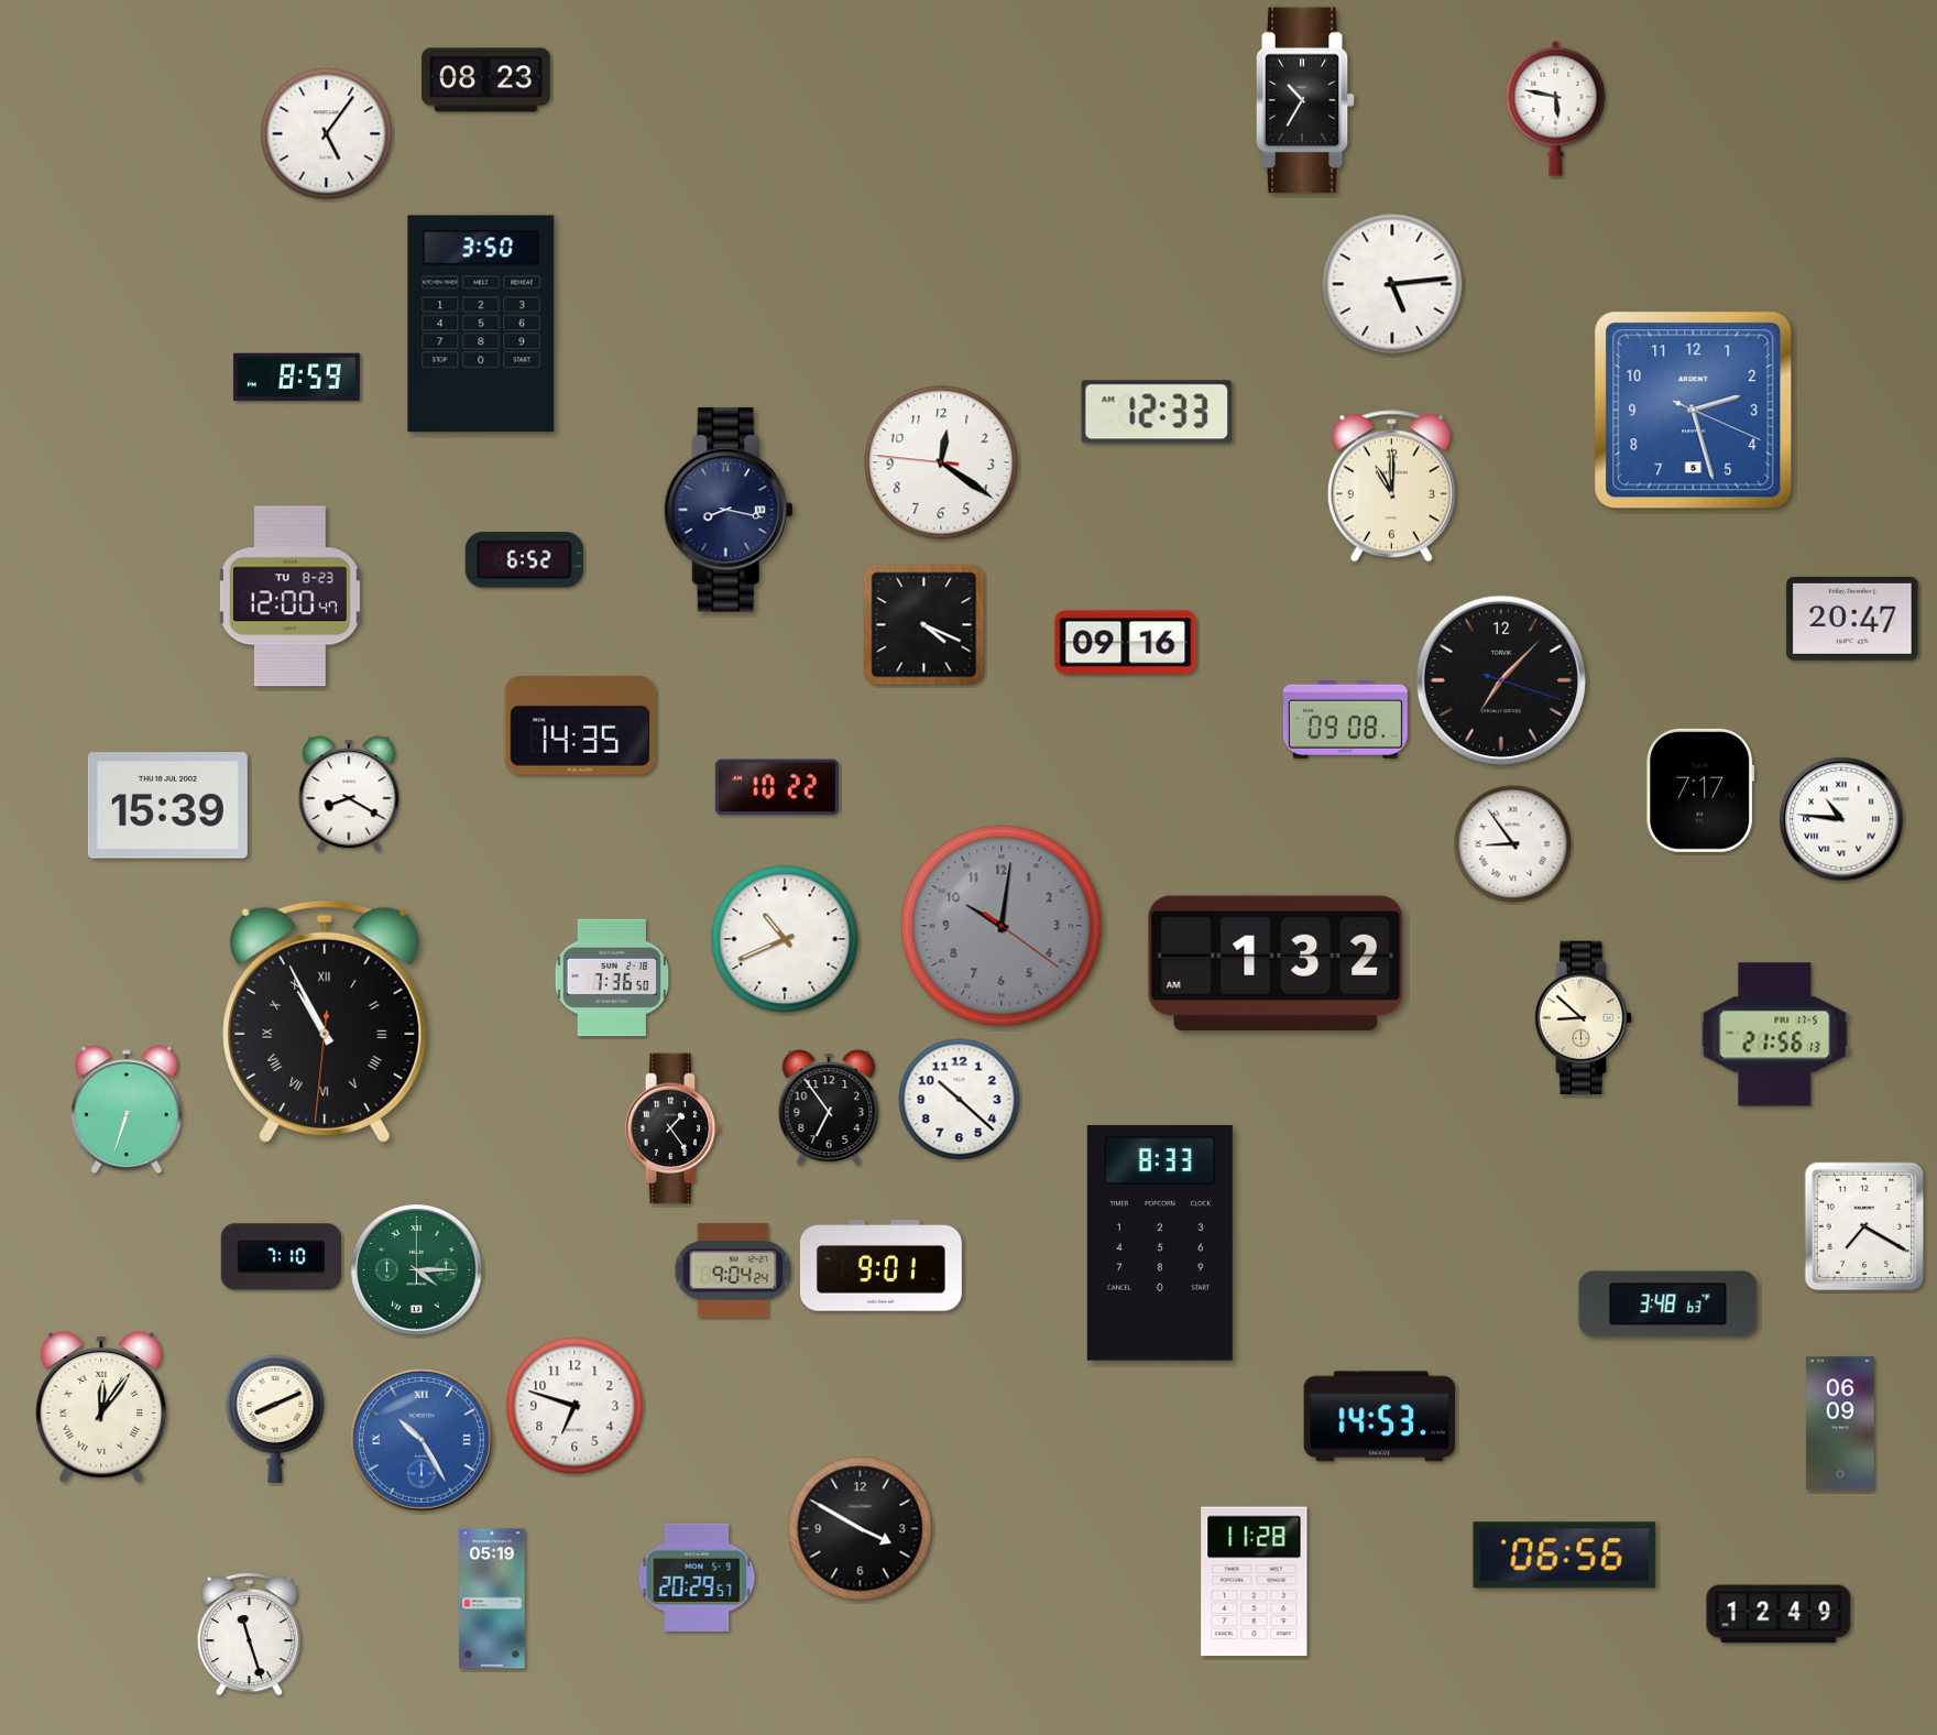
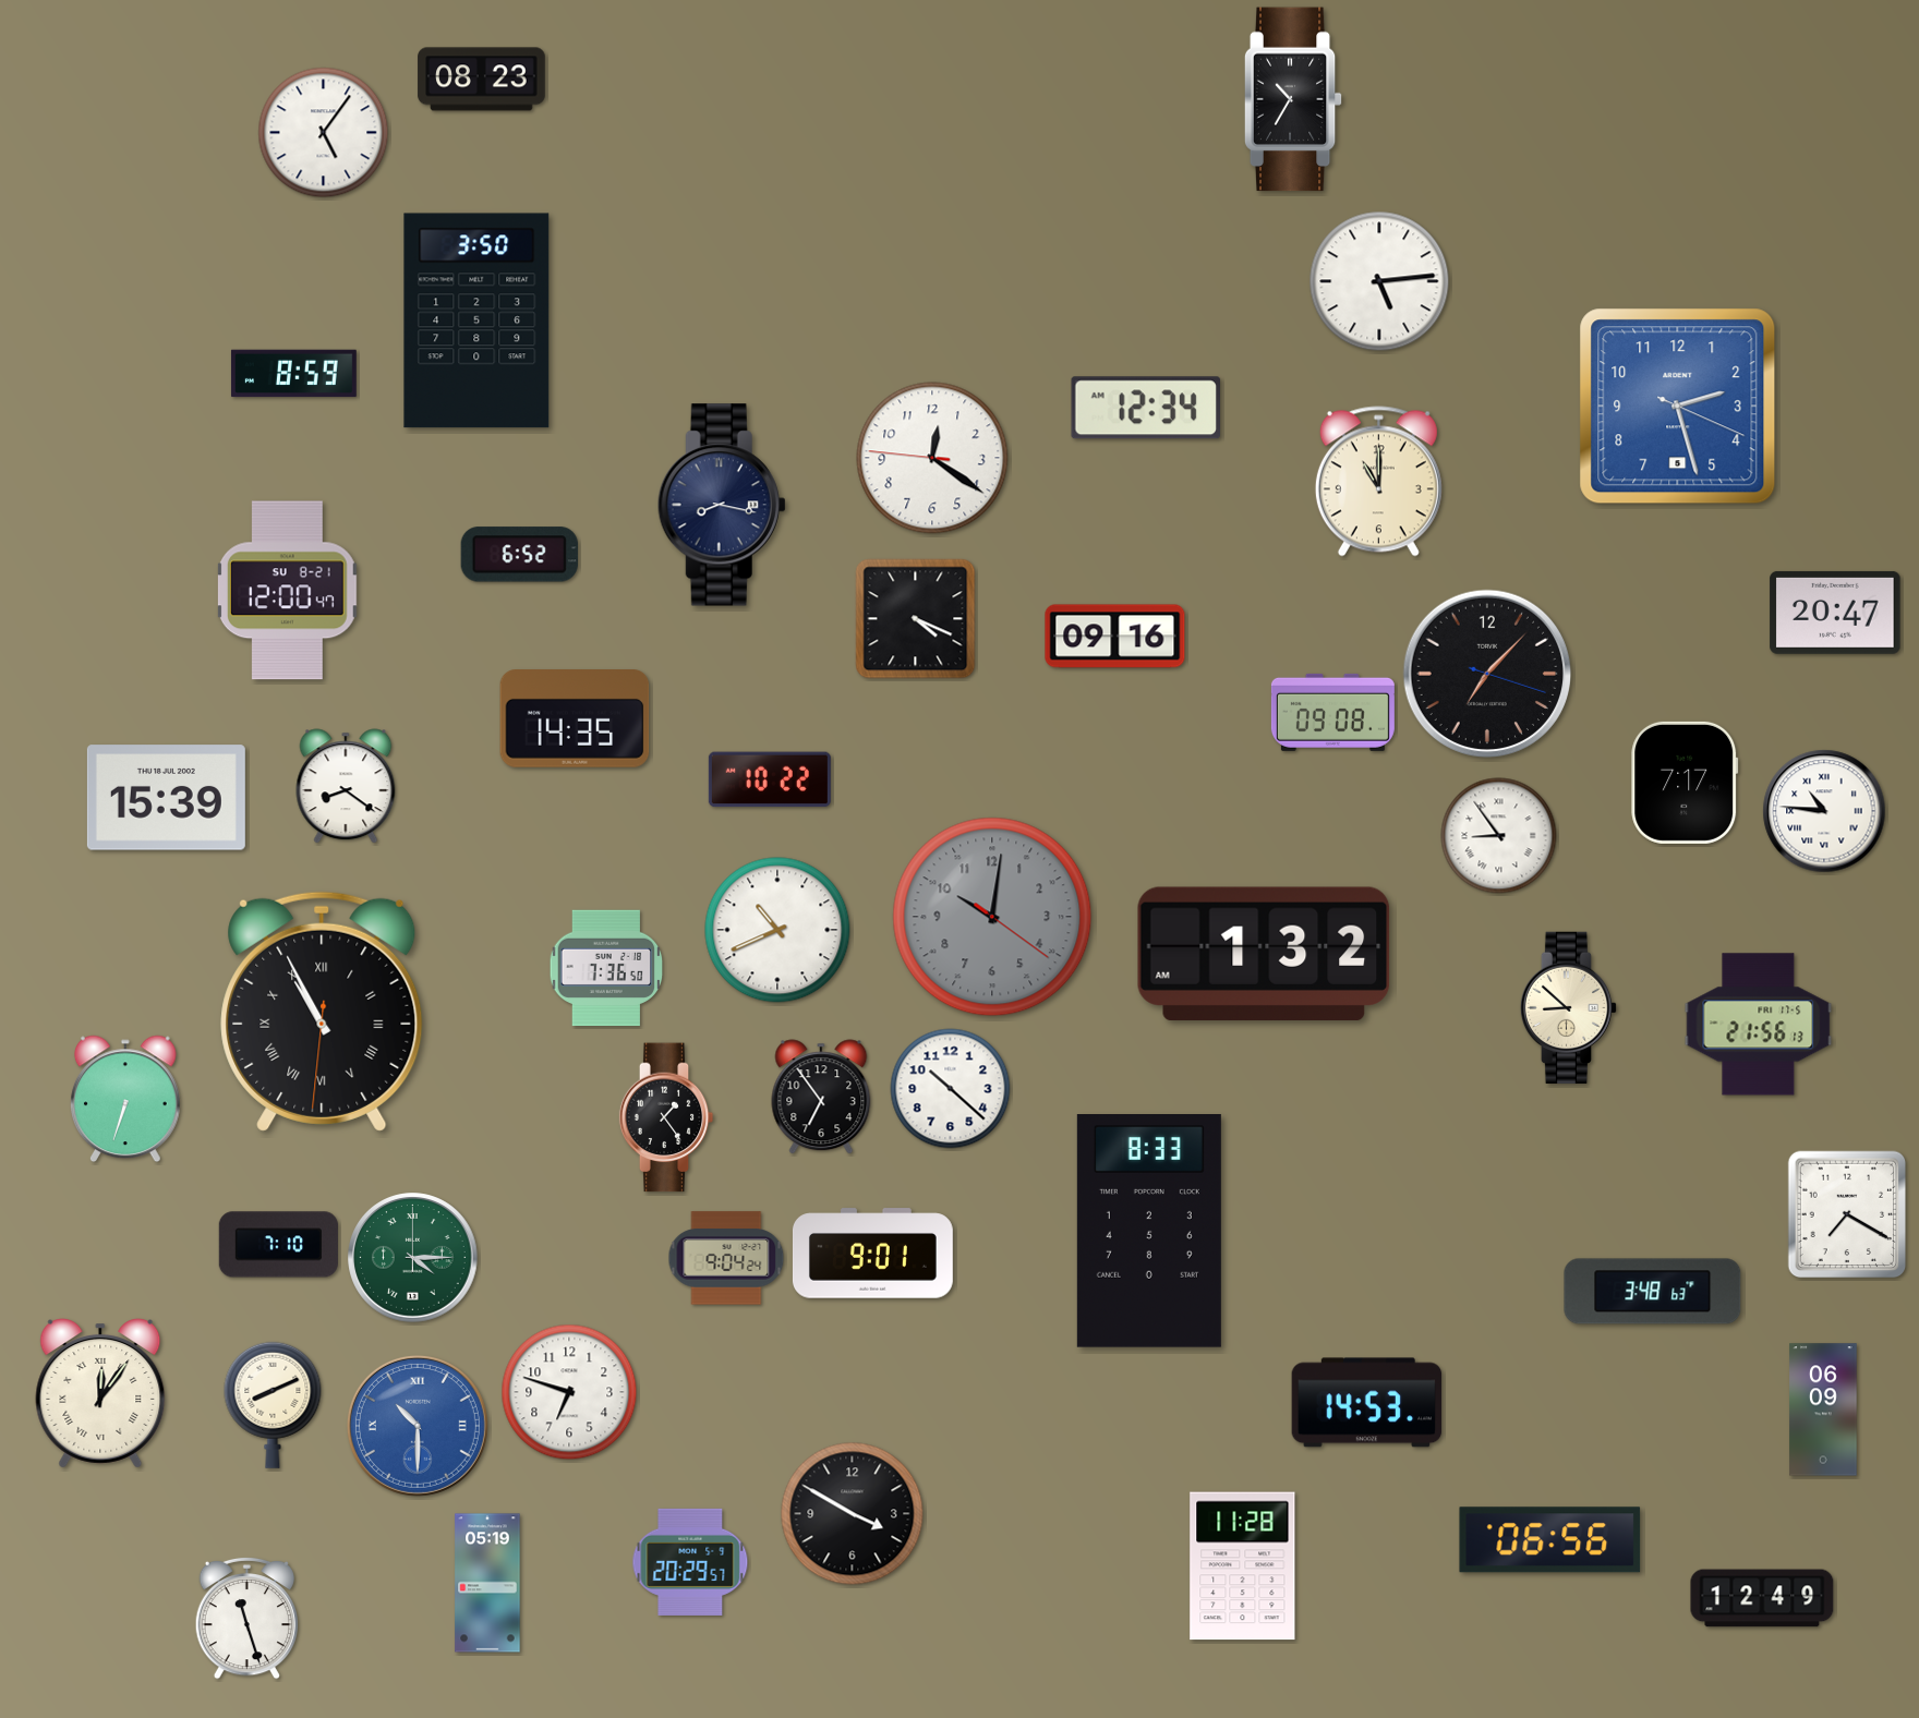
clock at (1556, 108): 5:47 -> none
clock at (1156, 412): 12:33 -> 12:34
clock at (289, 597) date: TU 8-23 -> SU 8-21
clock at (349, 794): 8:20 -> 8:21
clock at (422, 1440): 10:25 -> 10:30
